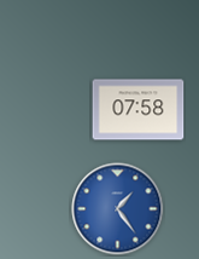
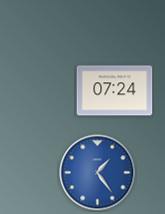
clock at (139, 110): 07:58 -> 07:24
